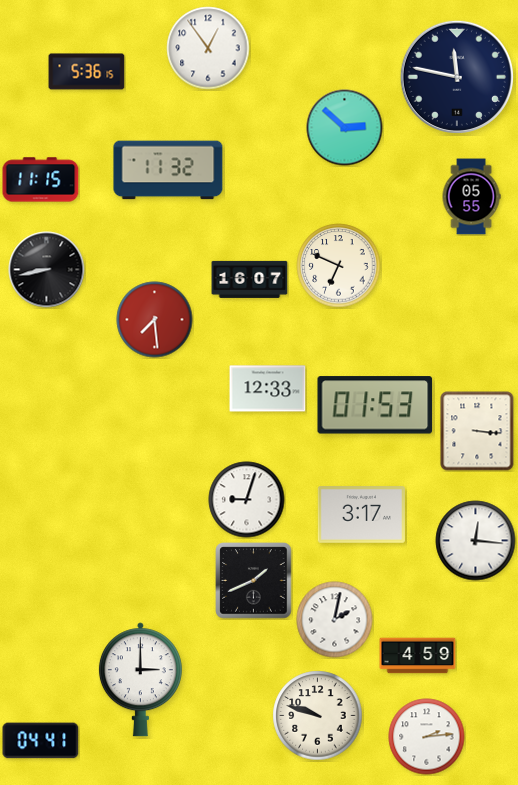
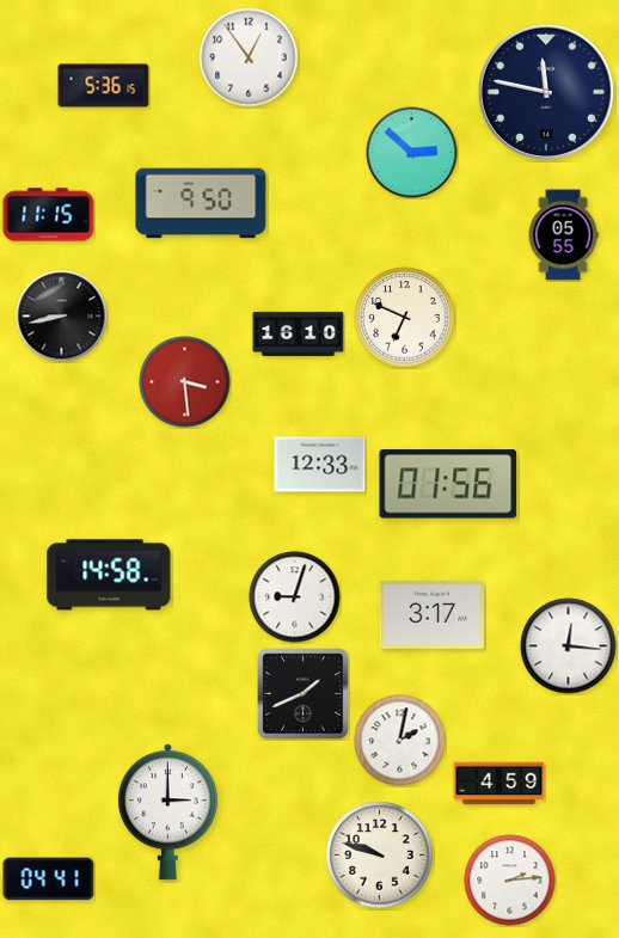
clock at (168, 170): 11:32 -> 9:50
clock at (47, 270) position: (47, 270) -> (62, 317)
clock at (250, 279): 16:07 -> 16:10
clock at (155, 320): 7:29 -> 3:29
clock at (375, 405): 01:53 -> 01:56
clock at (477, 431): 3:16 -> none
clock at (109, 575): none -> 14:58
clock at (41, 741) position: (41, 741) -> (49, 879)
